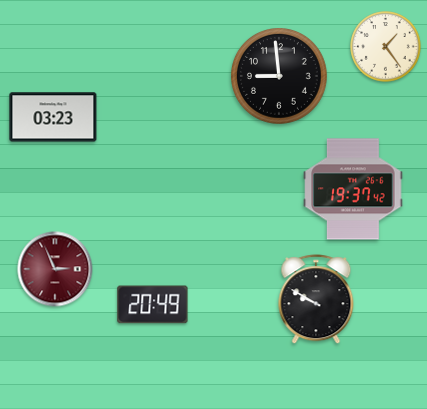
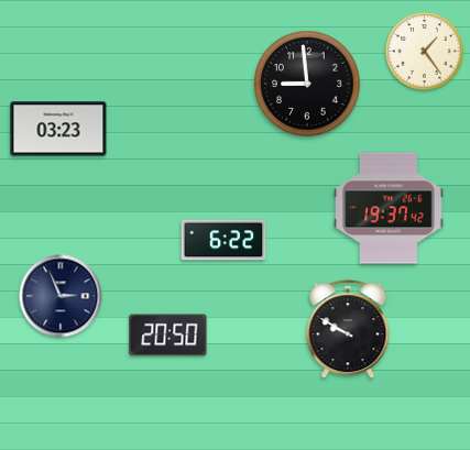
clock at (223, 240): none -> 6:22
clock at (55, 269) dial: burgundy -> navy
clock at (153, 305): 20:49 -> 20:50
